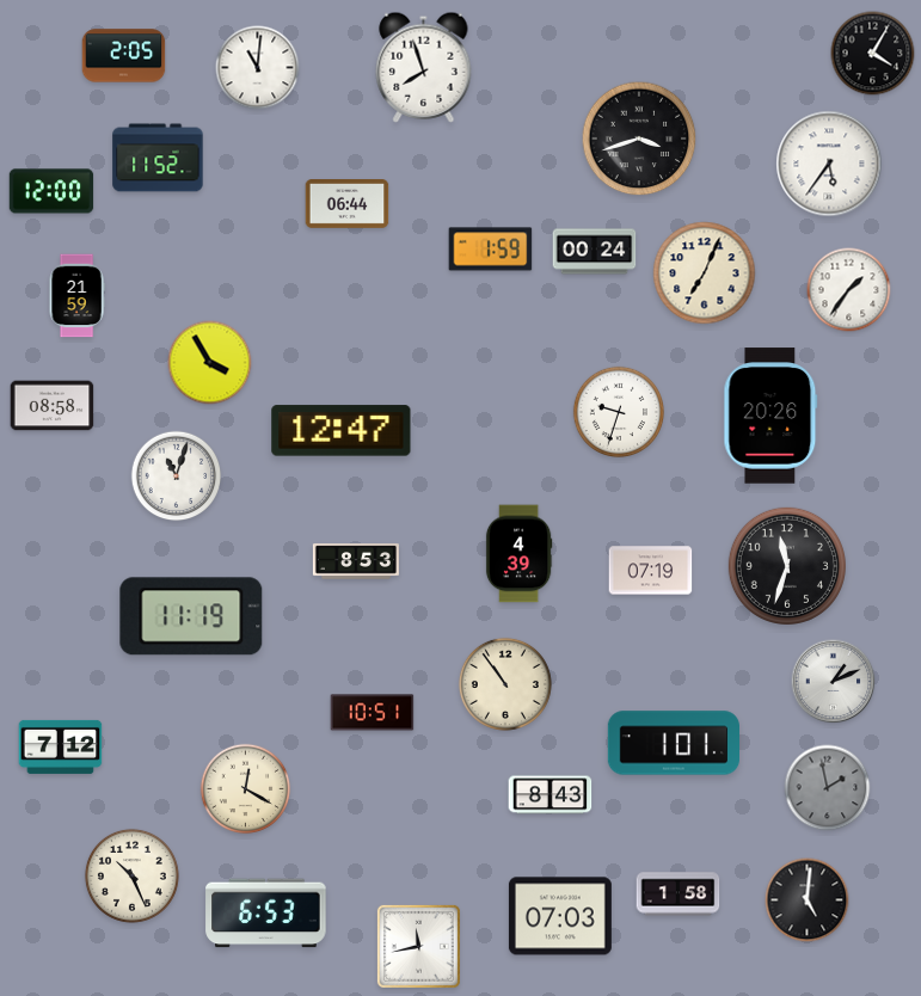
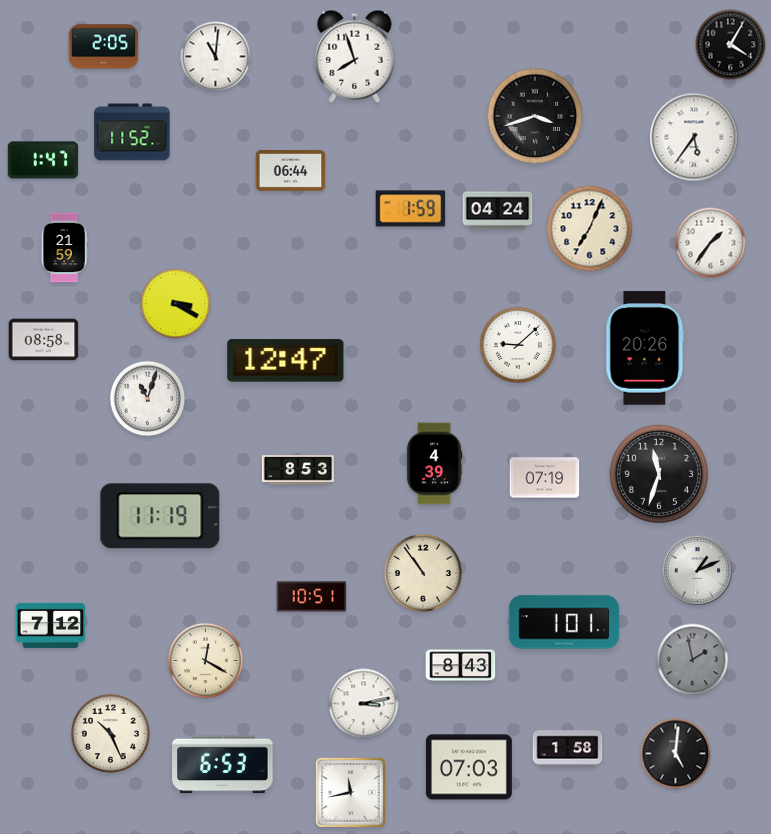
clock at (51, 191): 12:00 -> 1:47
clock at (595, 252): 00:24 -> 04:24
clock at (210, 363): 3:55 -> 3:20
clock at (618, 411): 9:33 -> 9:08
clock at (364, 704): none -> 3:13
